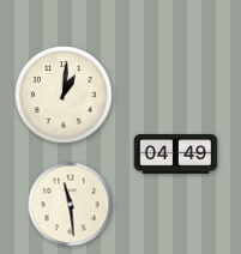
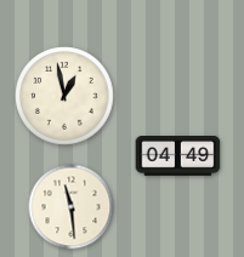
clock at (64, 95): 1:01 -> 12:58
